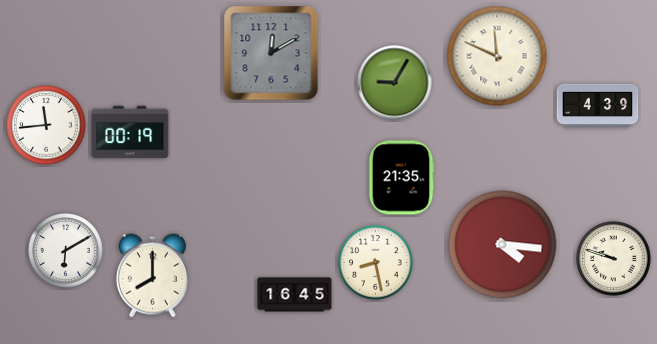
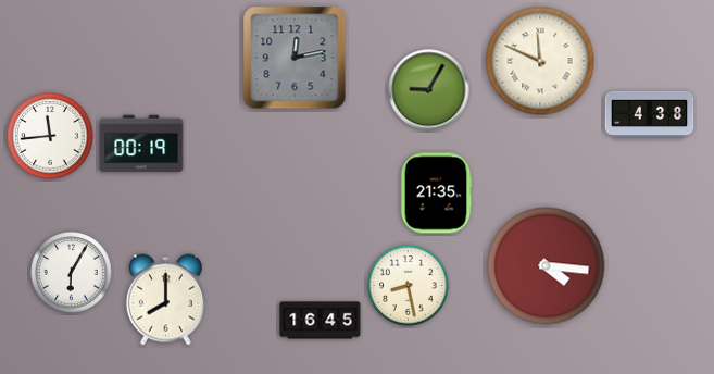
clock at (271, 53): 12:10 -> 12:13
clock at (598, 105): 4:39 -> 4:38
clock at (66, 251): 6:10 -> 6:05
clock at (614, 259): 9:48 -> none
